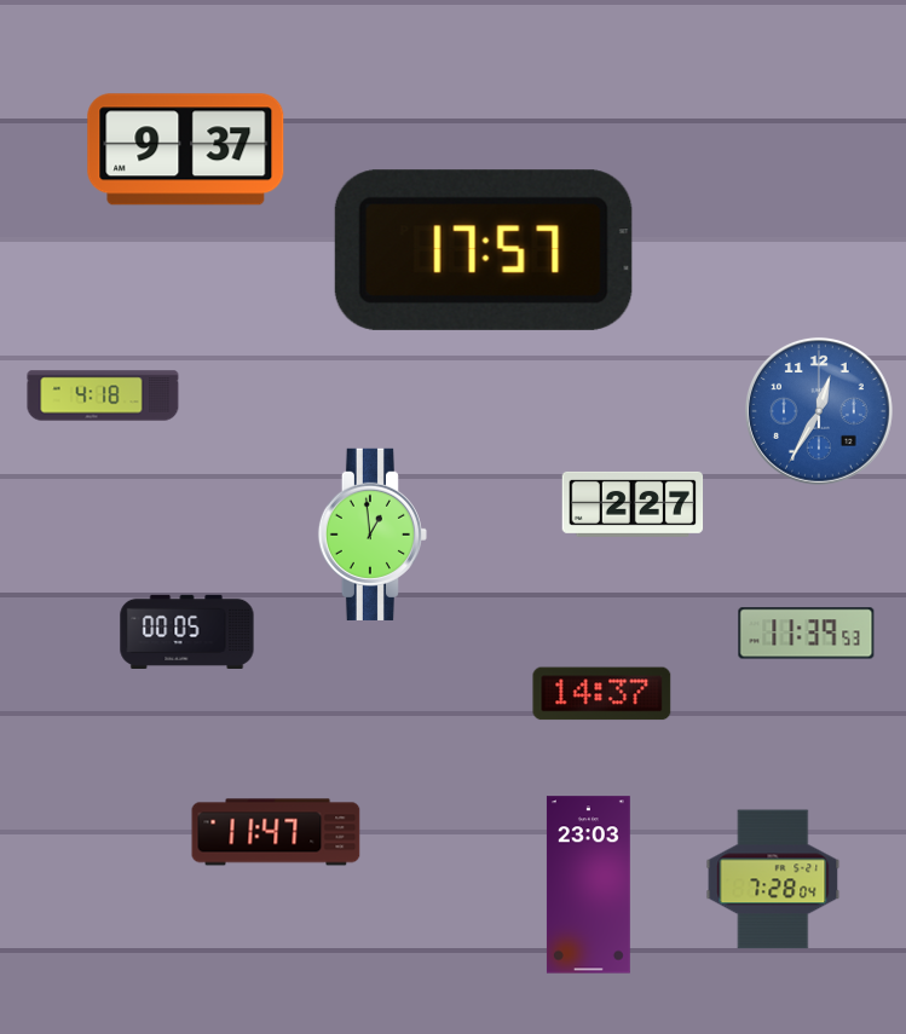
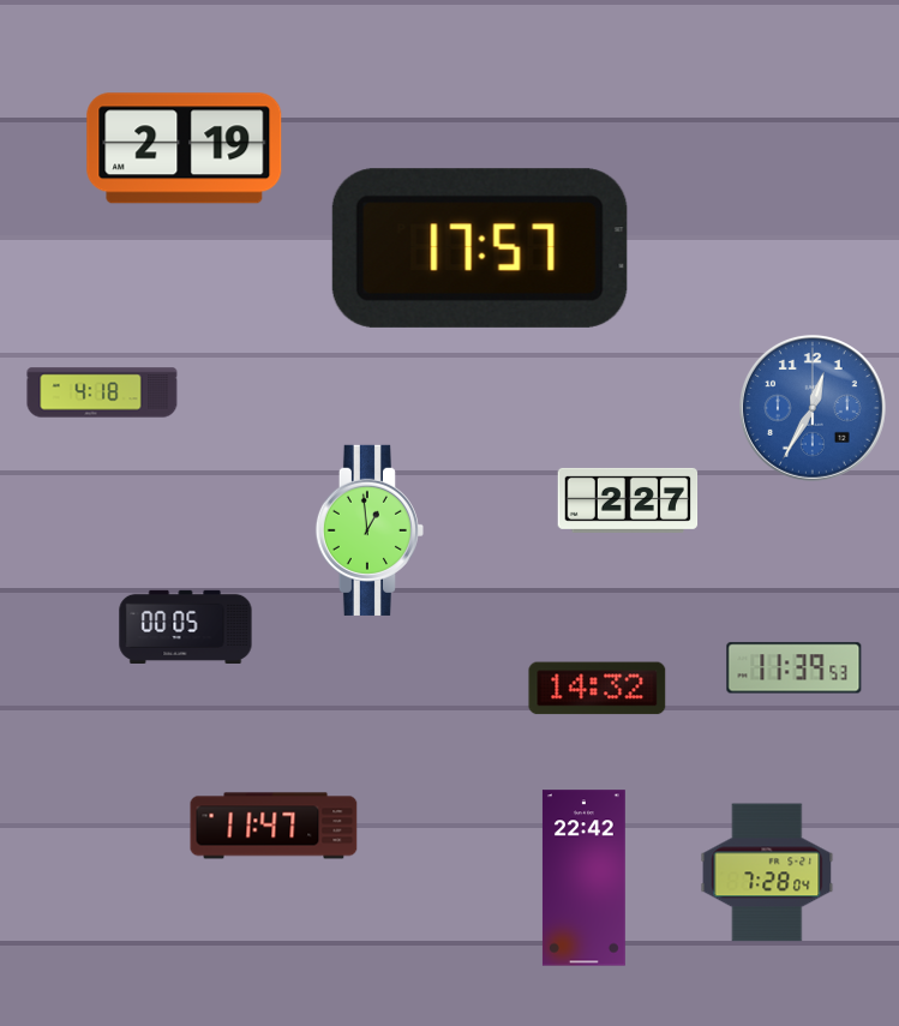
clock at (186, 150): 9:37 -> 2:19
clock at (807, 634) position: (807, 634) -> (795, 668)
clock at (602, 694): 14:37 -> 14:32
clock at (588, 885): 23:03 -> 22:42
